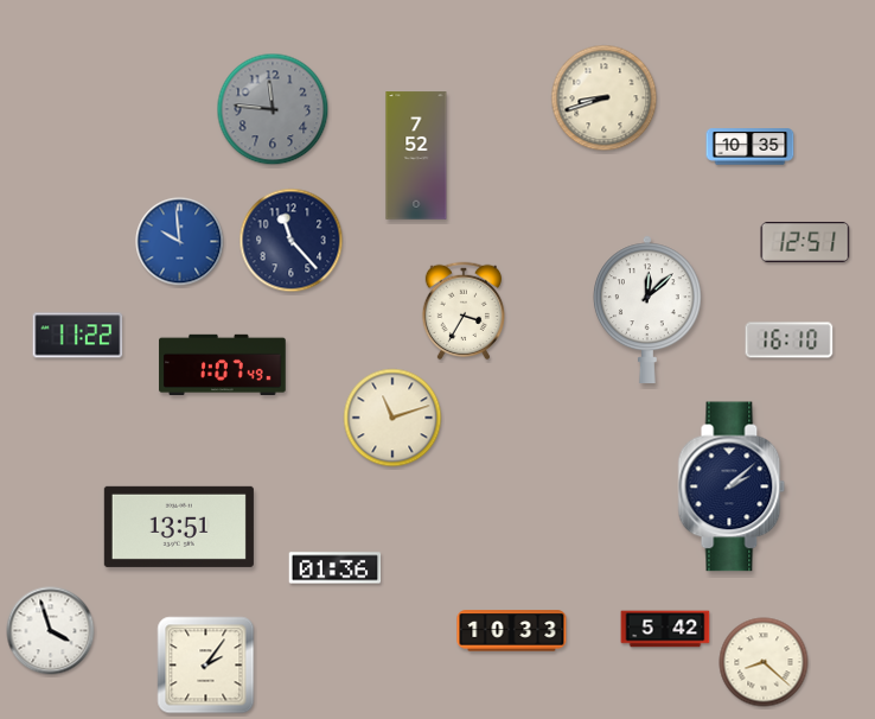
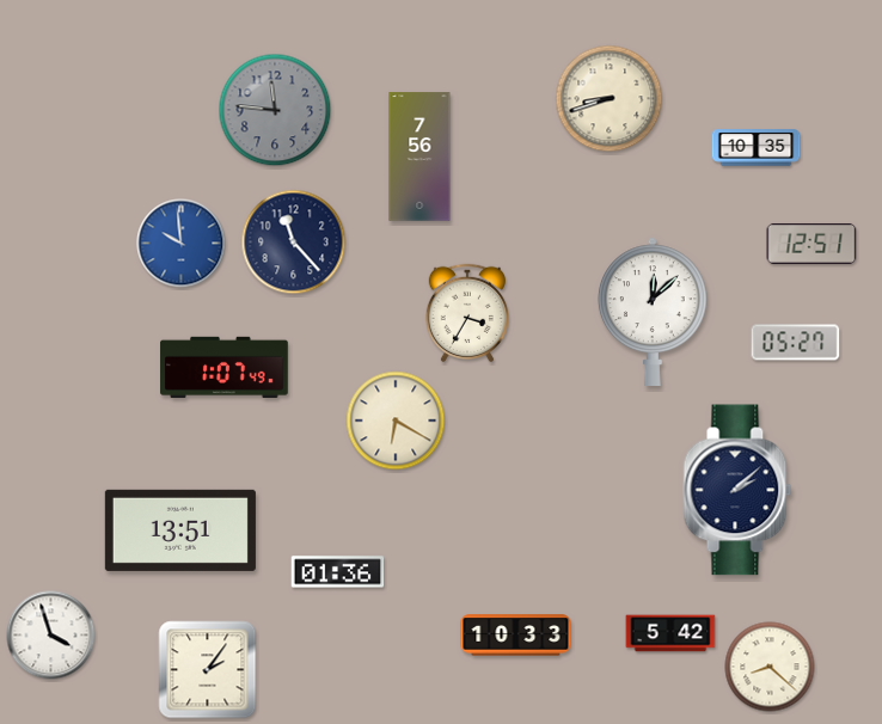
clock at (416, 155): 7:52 -> 7:56
clock at (78, 336): 11:22 -> none
clock at (790, 341): 16:10 -> 05:27
clock at (392, 418): 11:12 -> 6:20
